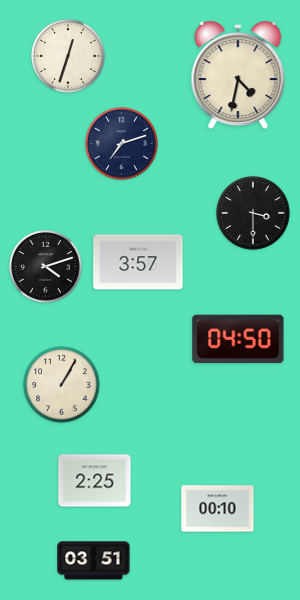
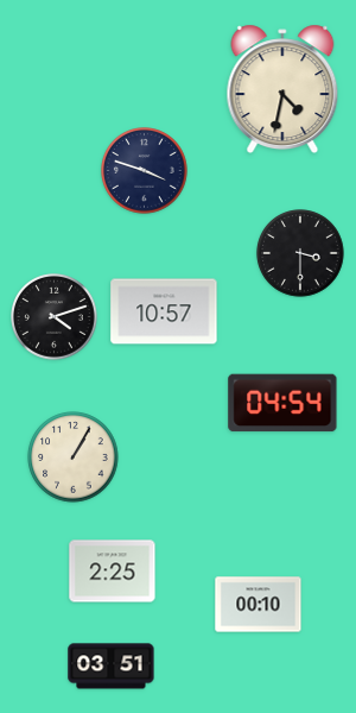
clock at (68, 56): 12:33 -> none
clock at (122, 144): 7:12 -> 3:48
clock at (138, 262): 3:57 -> 10:57
clock at (238, 339): 04:50 -> 04:54
